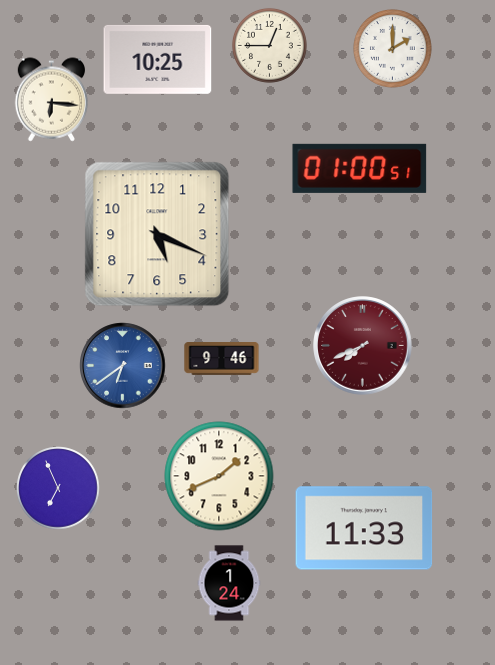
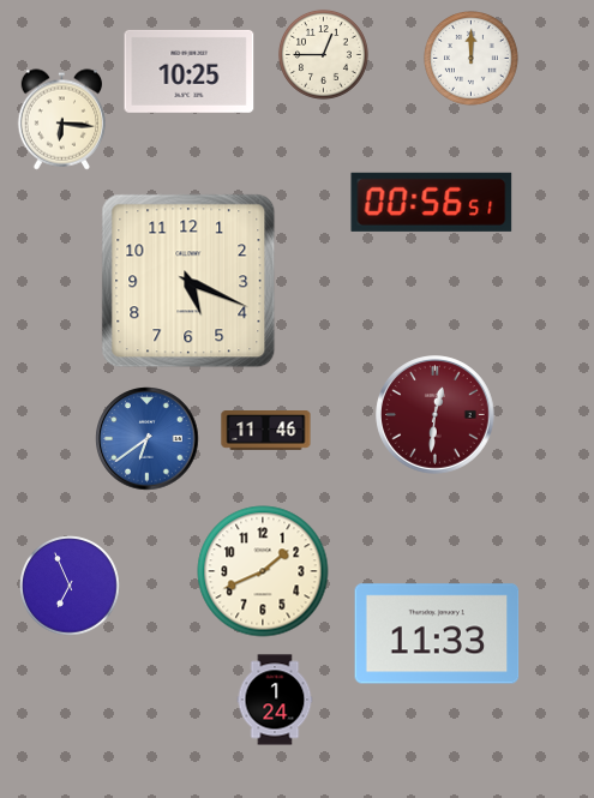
clock at (393, 49): 2:00 -> 12:00
clock at (360, 168): 01:00 -> 00:56
clock at (363, 346): 7:41 -> 12:31
clock at (222, 359): 9:46 -> 11:46
